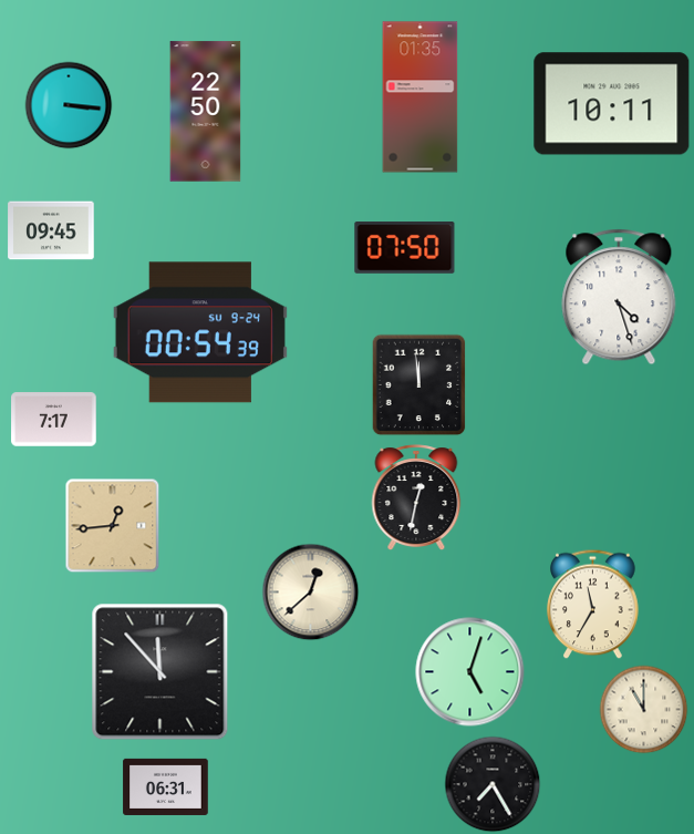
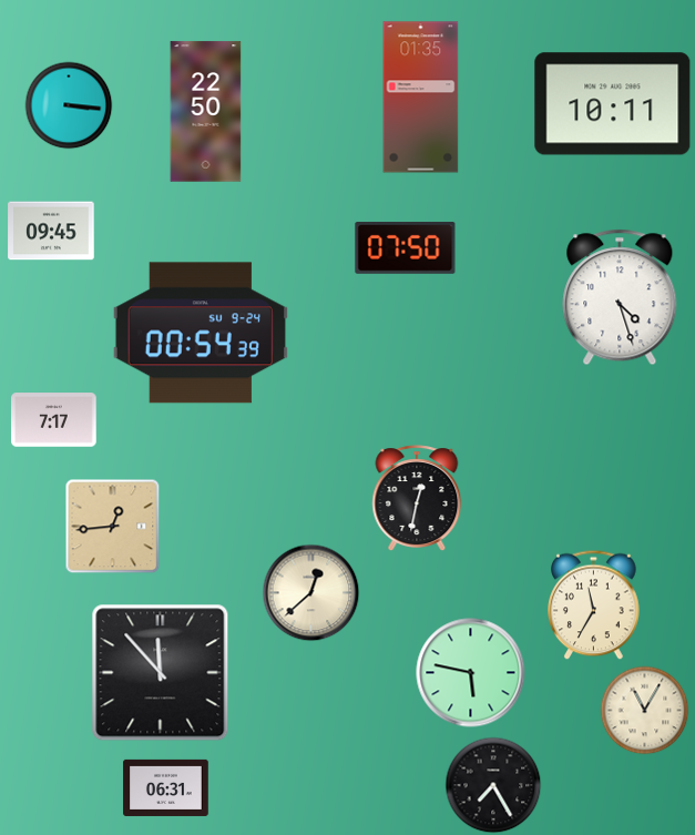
clock at (419, 384): 11:59 -> none
clock at (470, 672): 5:03 -> 5:47
clock at (643, 709): 11:00 -> 11:05
